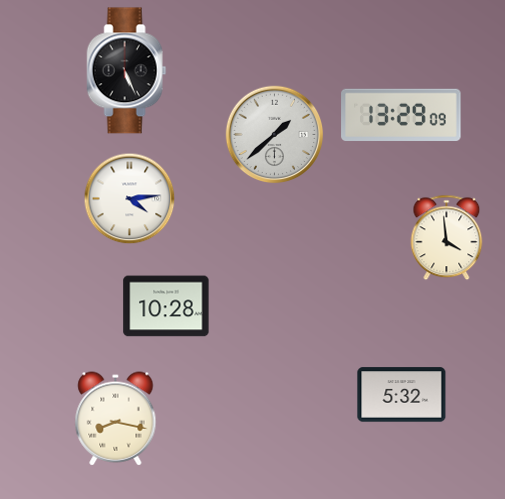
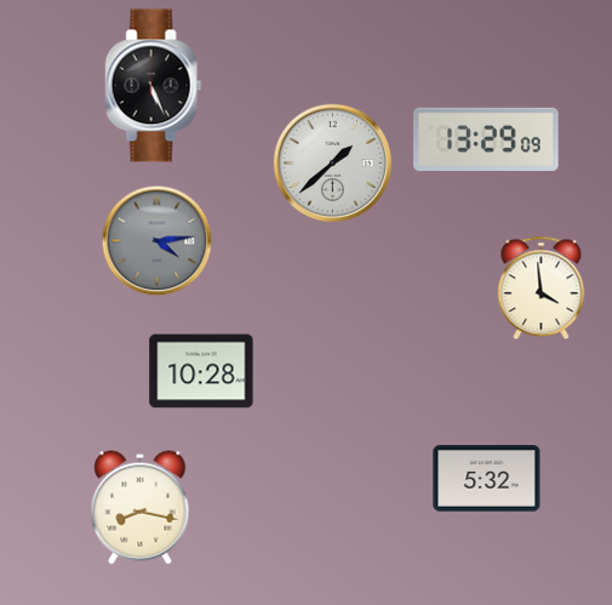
clock at (130, 199) dial: white -> grey
